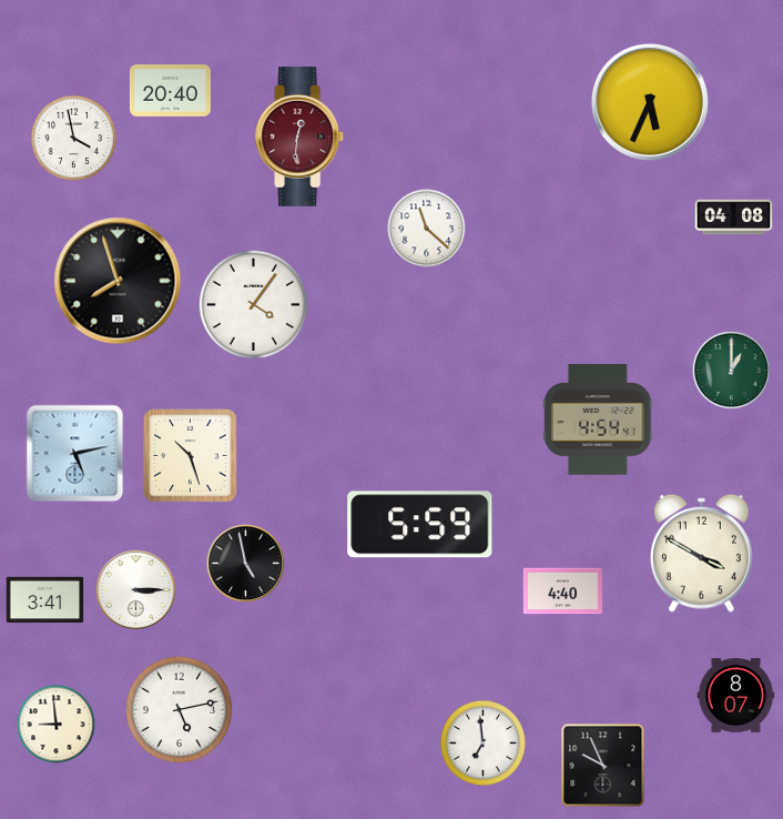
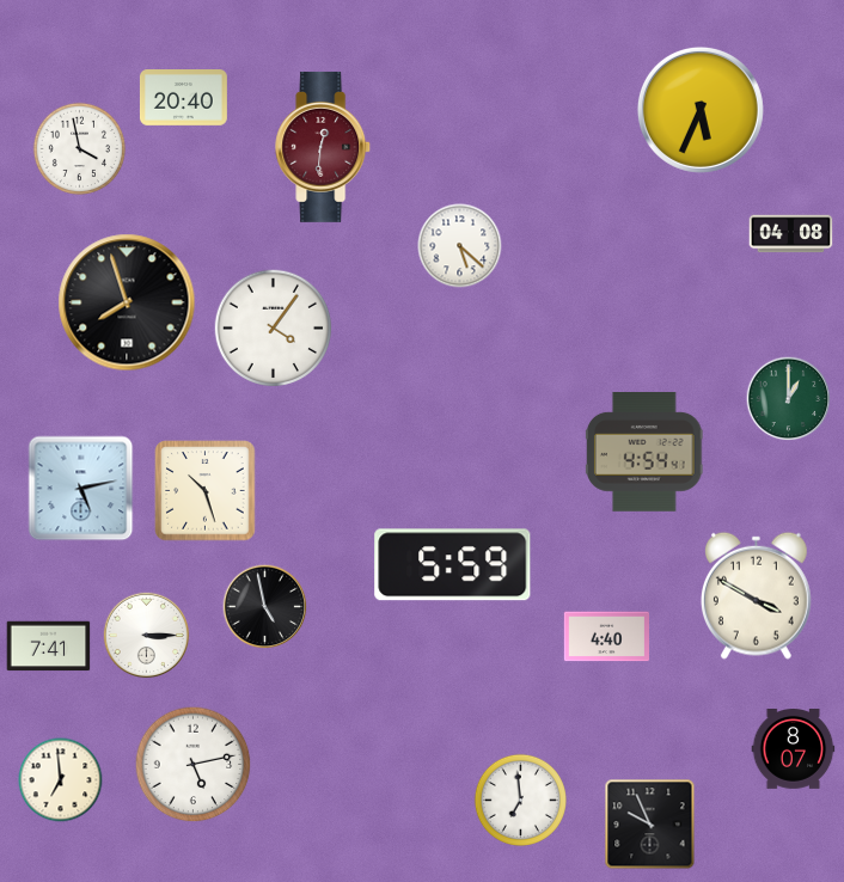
clock at (427, 229): 11:22 -> 5:22
clock at (45, 600): 3:41 -> 7:41
clock at (57, 725): 8:59 -> 6:59
